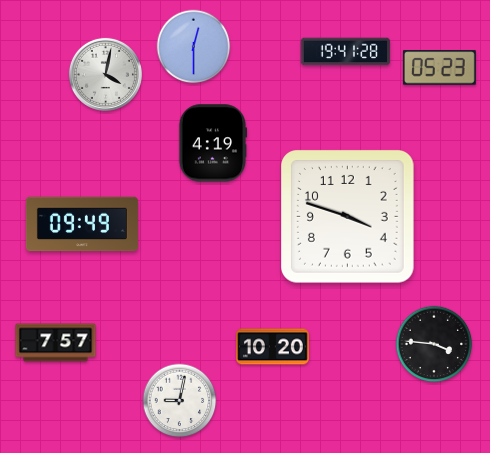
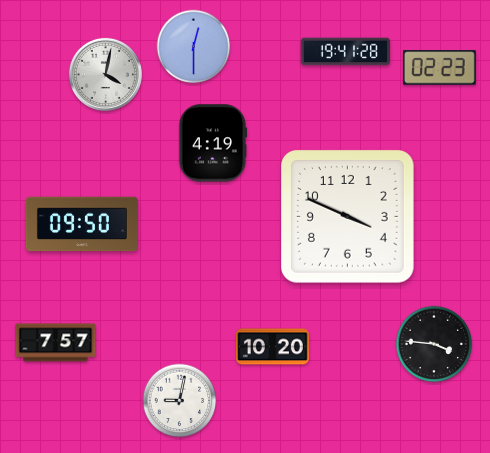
clock at (440, 68): 05:23 -> 02:23
clock at (348, 217): 3:48 -> 3:49
clock at (82, 224): 09:49 -> 09:50
